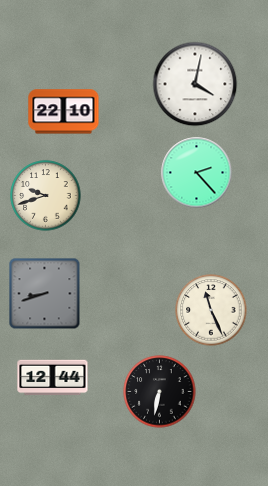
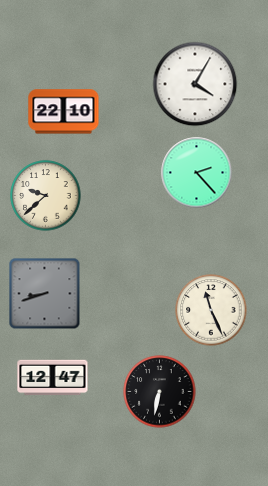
clock at (195, 84): 4:02 -> 4:05
clock at (46, 196): 9:42 -> 9:38
clock at (53, 378): 12:44 -> 12:47
